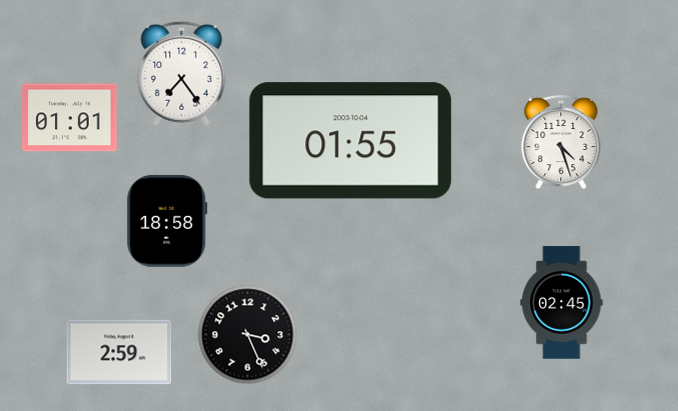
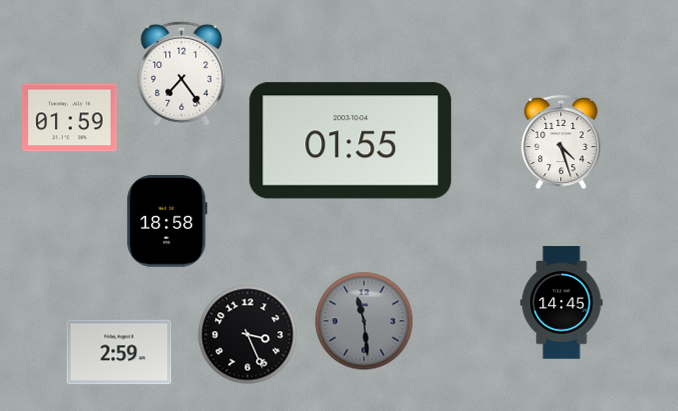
clock at (70, 118): 01:01 -> 01:59
clock at (562, 303): 02:45 -> 14:45
clock at (364, 321): none -> 11:29
